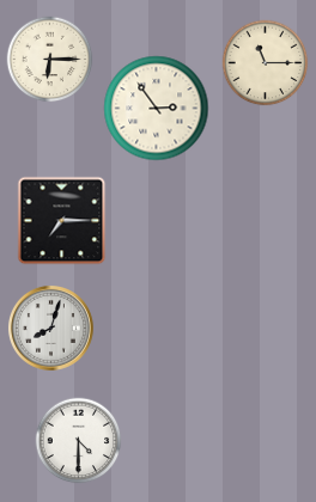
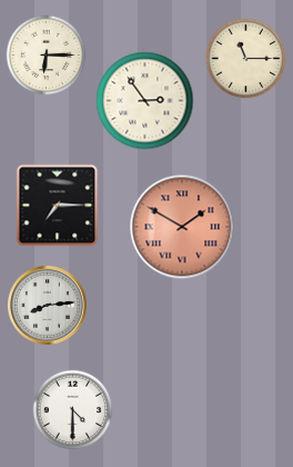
clock at (182, 227): none -> 1:50
clock at (50, 327): 8:03 -> 8:14
